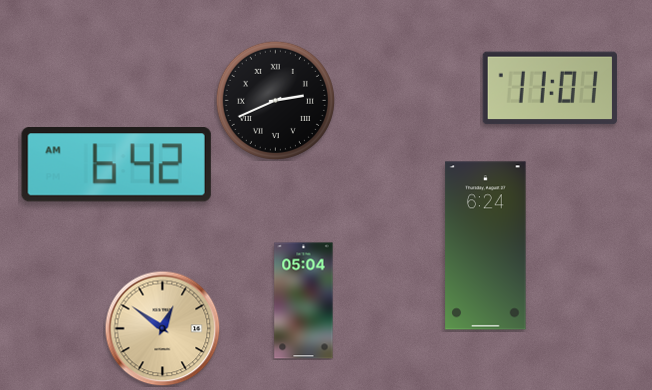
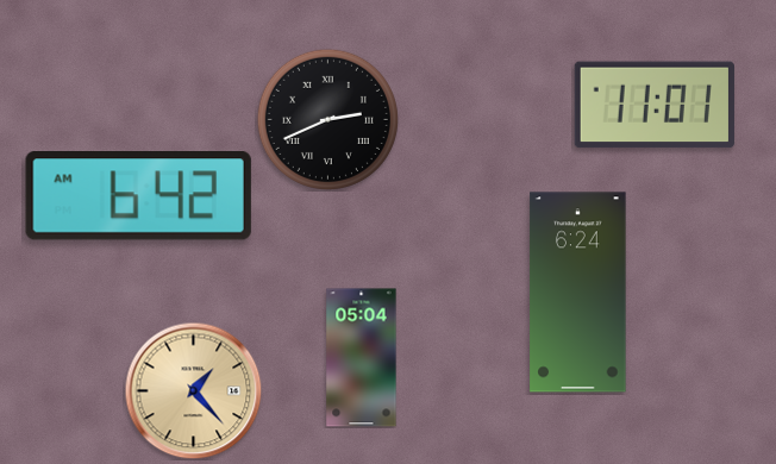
clock at (162, 328): 12:51 -> 1:23
